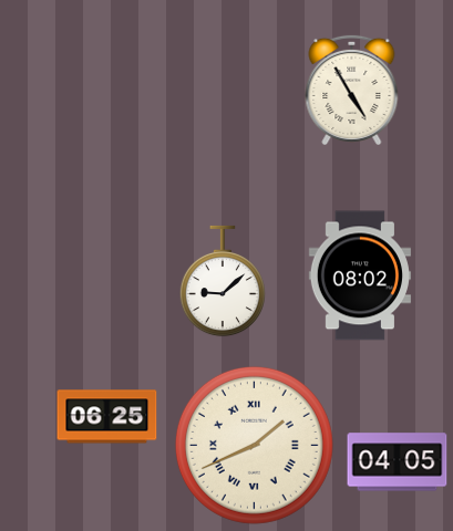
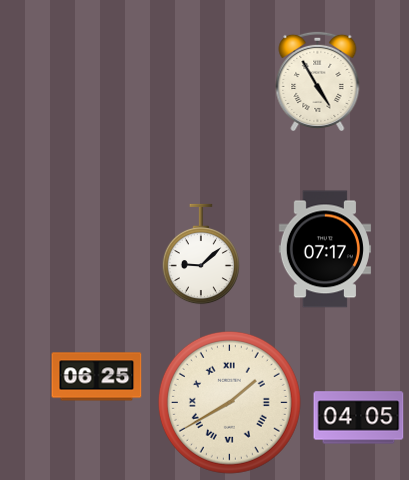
clock at (360, 275): 08:02 -> 07:17
clock at (254, 445): 1:41 -> 1:40
